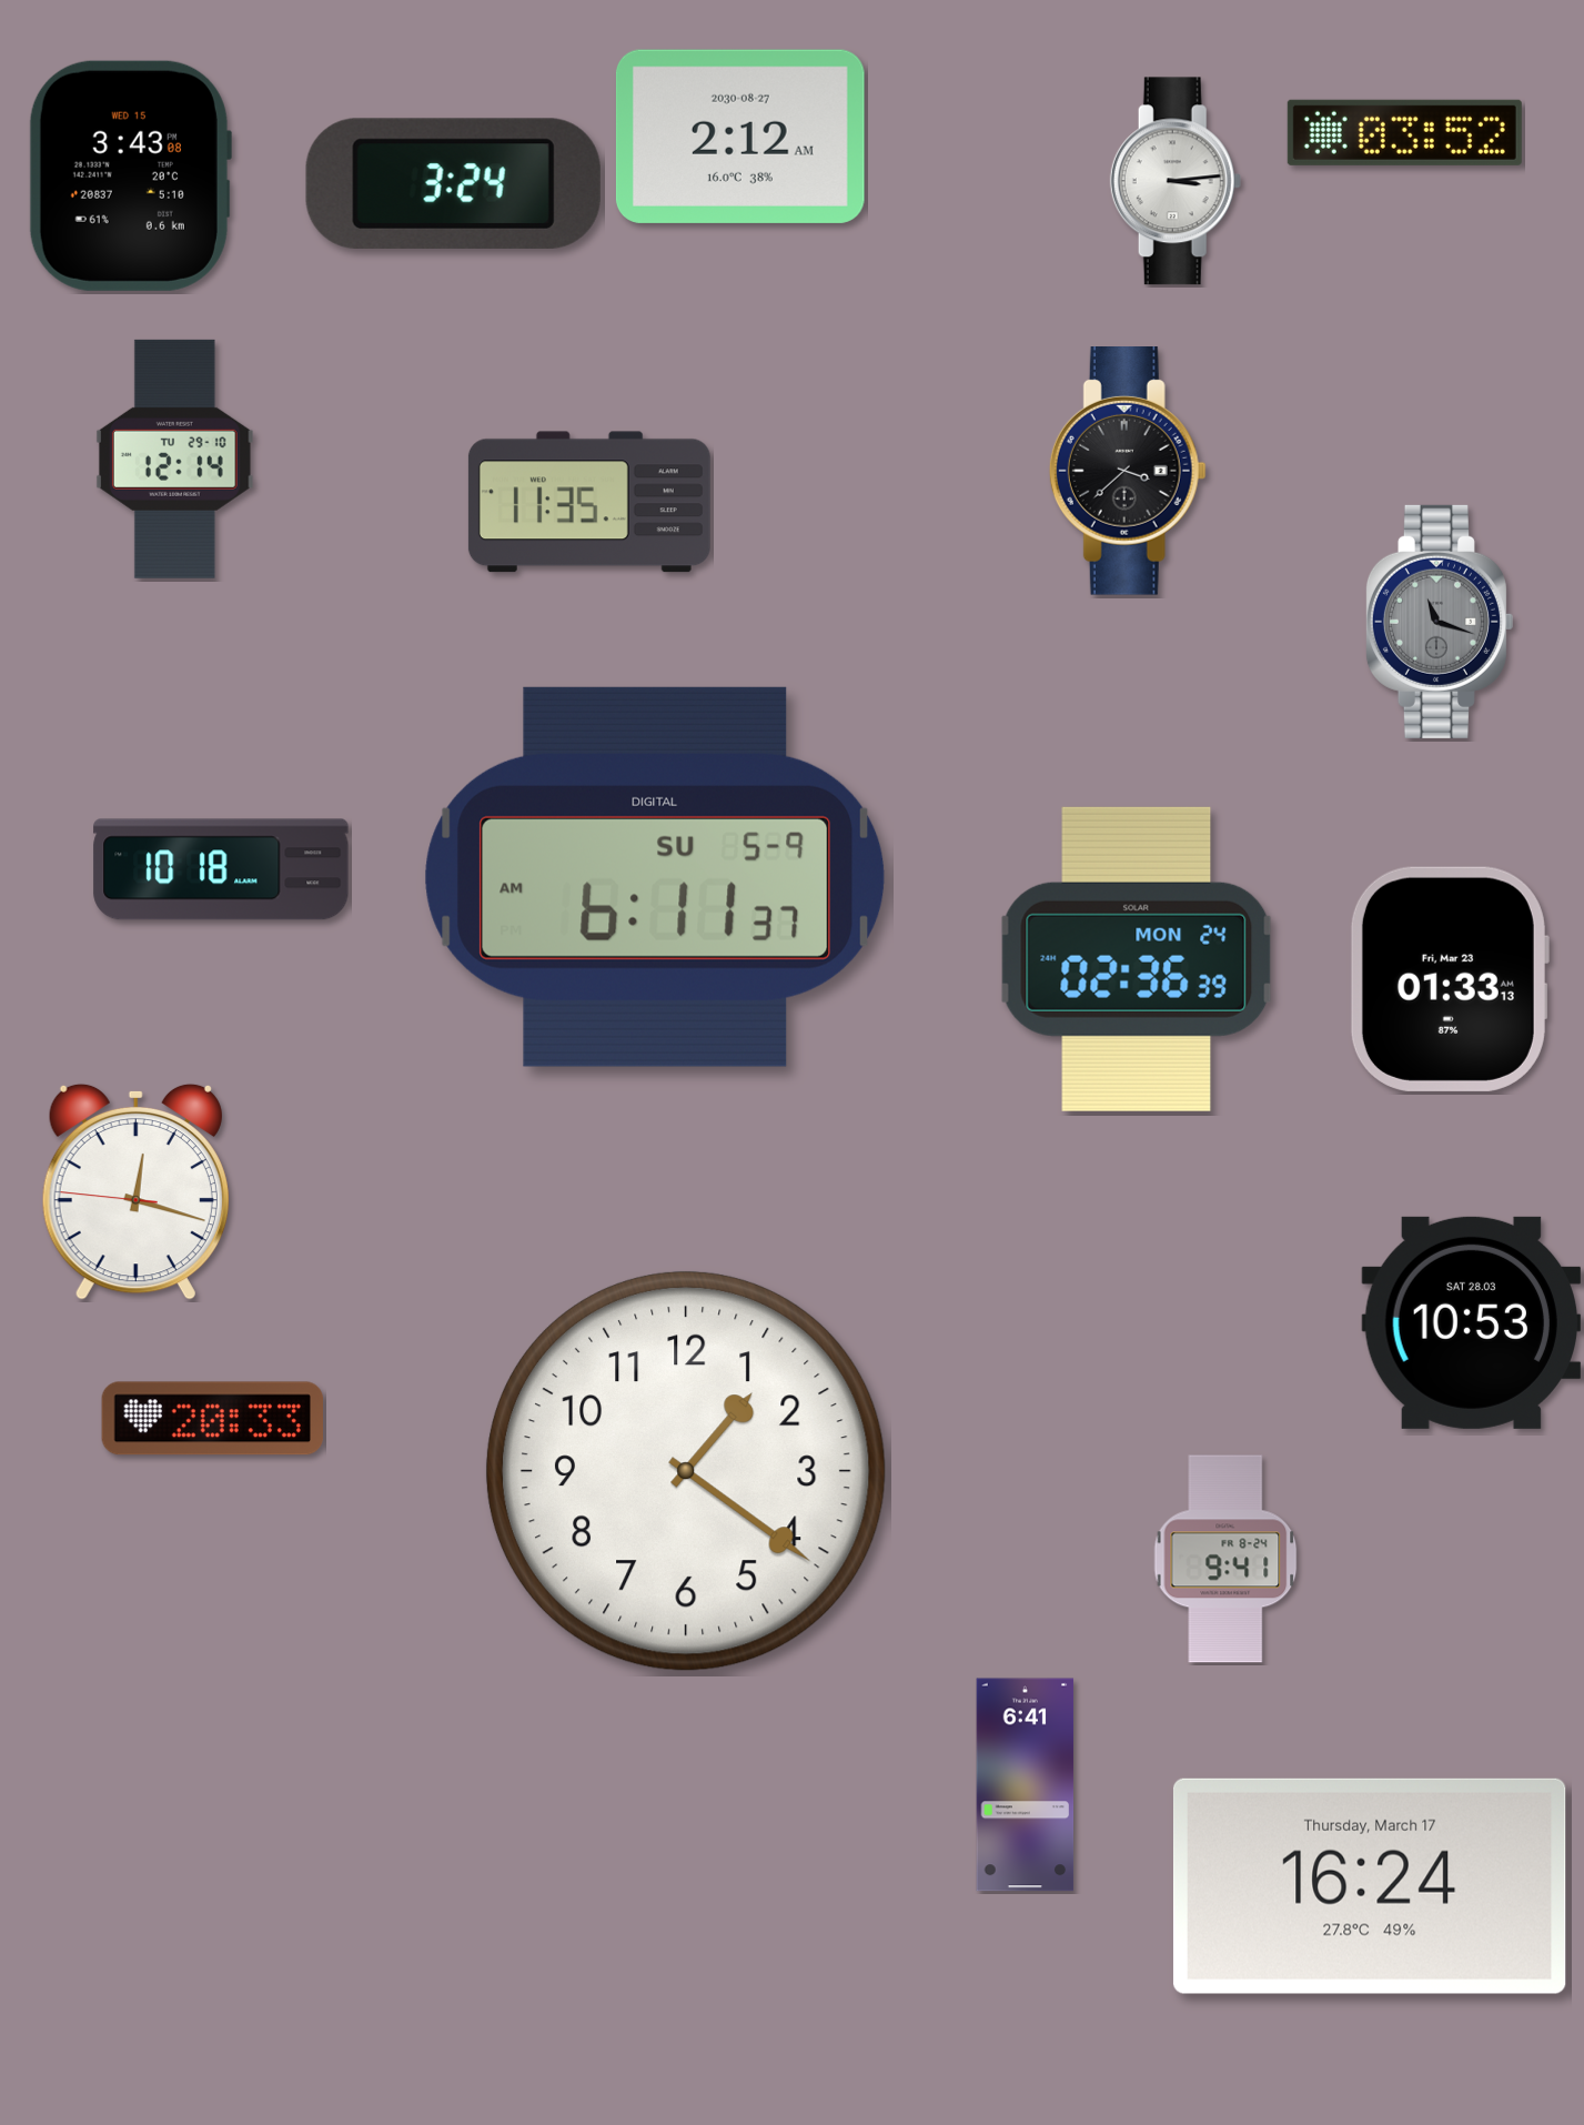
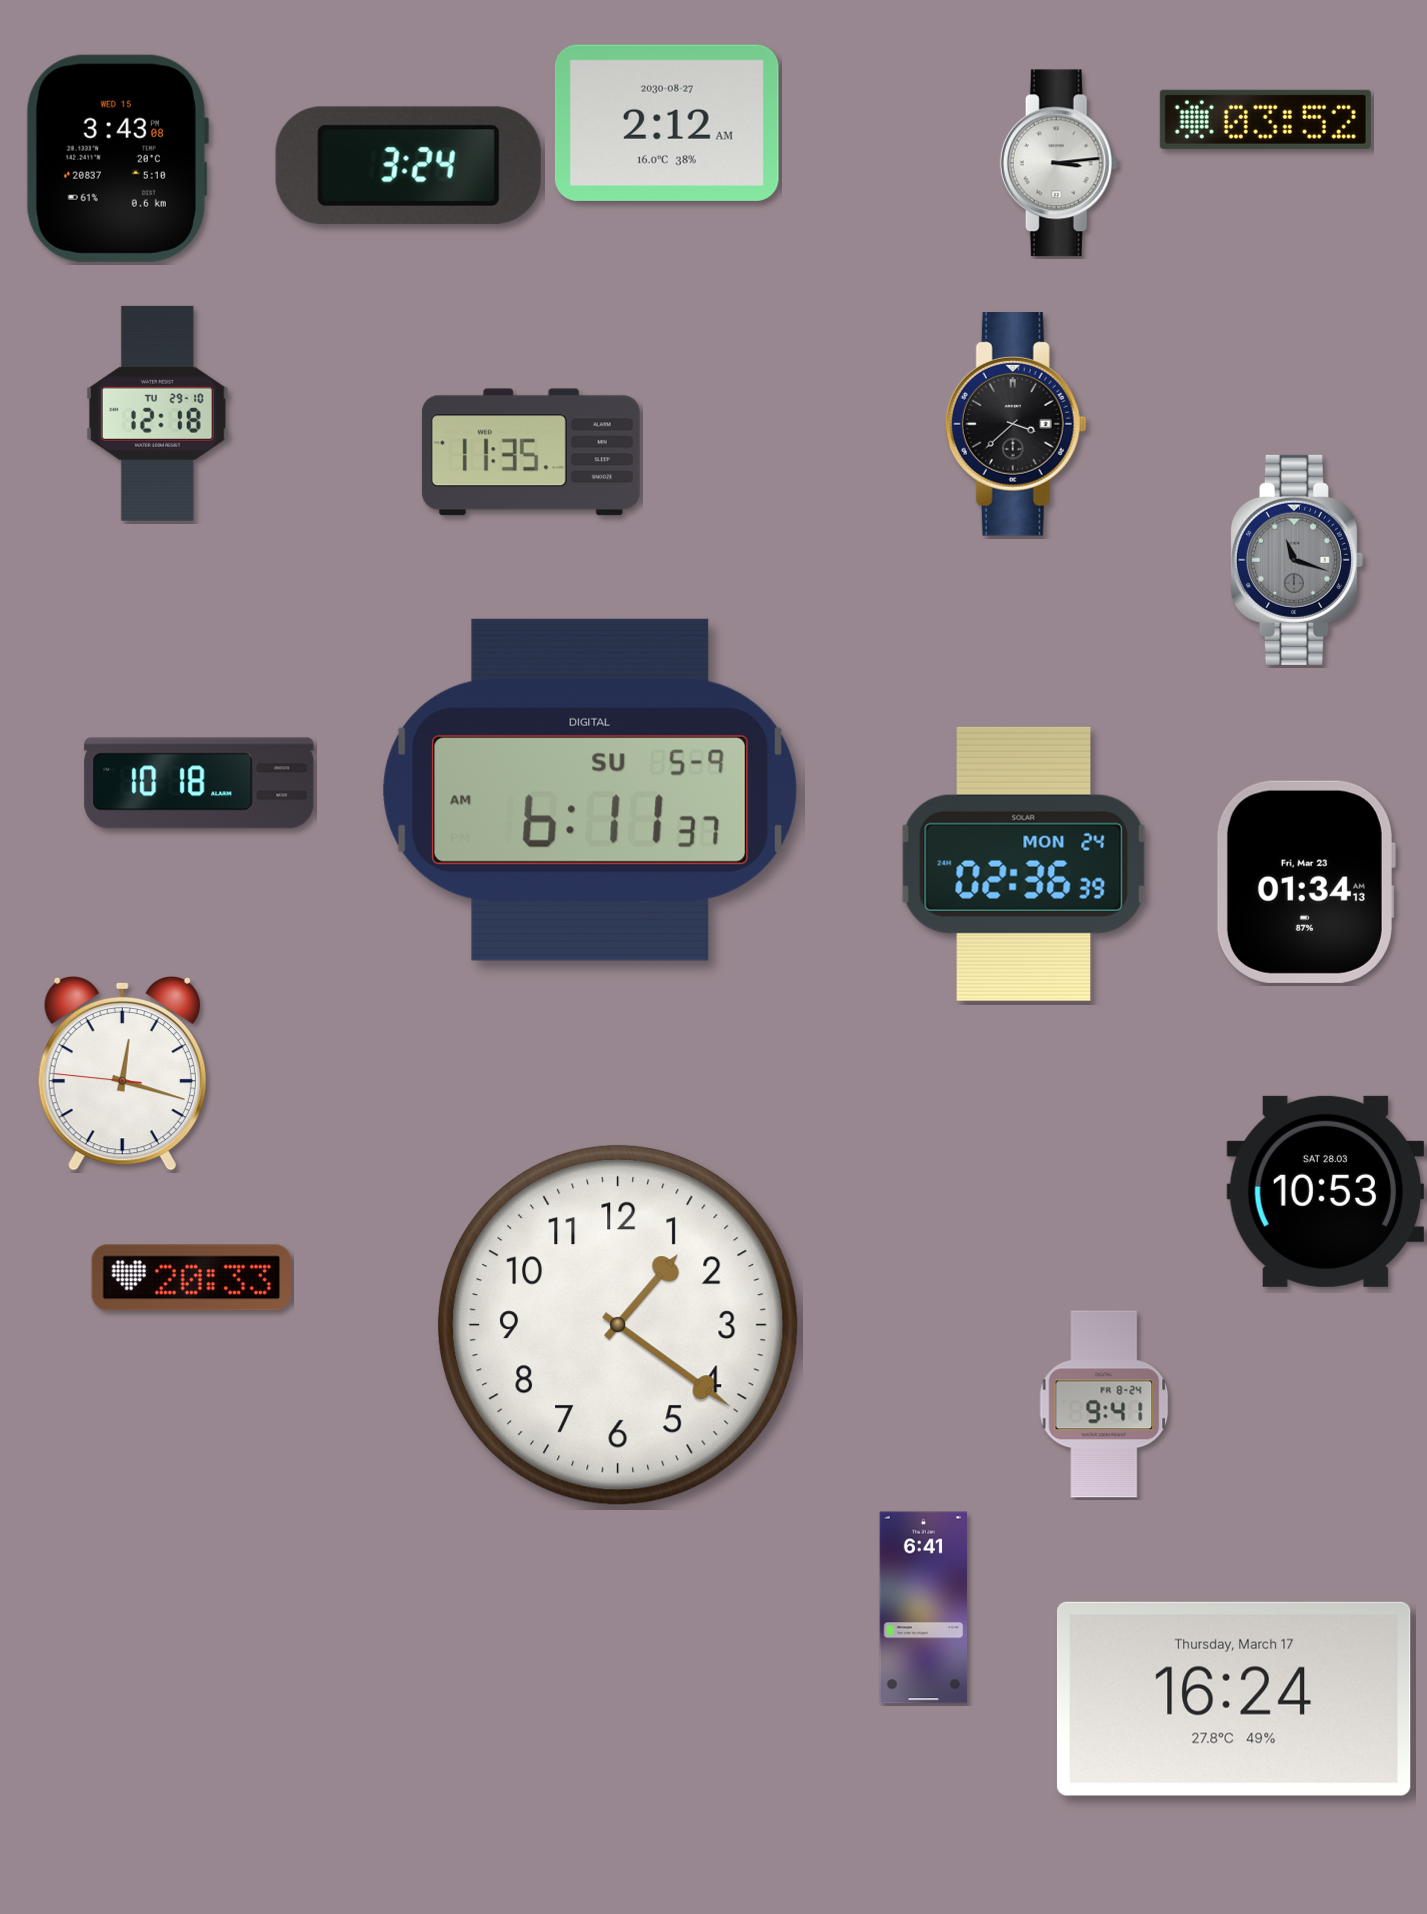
clock at (174, 459): 12:14 -> 12:18
clock at (1449, 979): 01:33 -> 01:34
